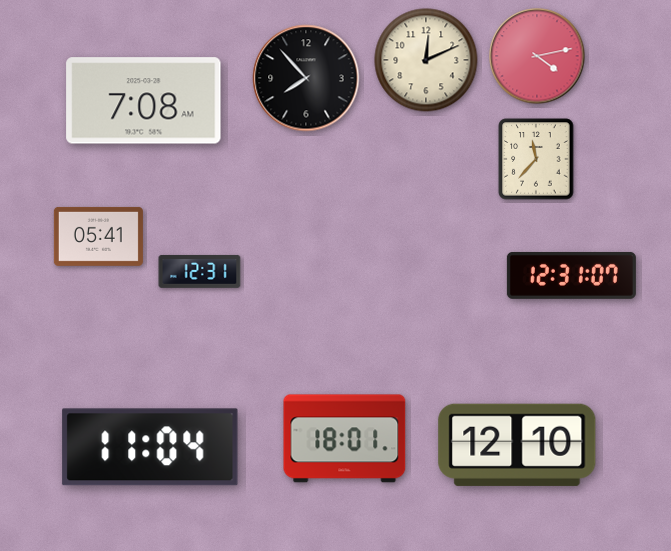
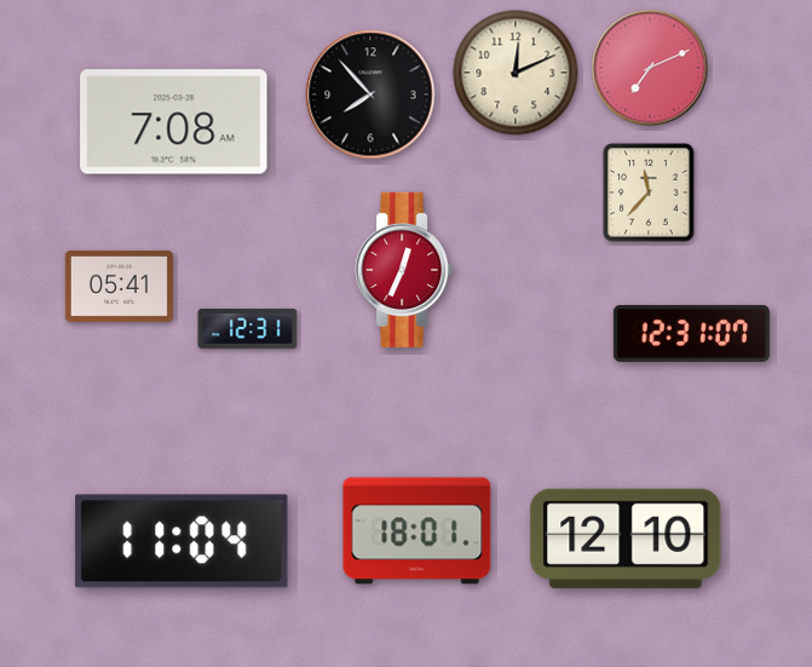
clock at (537, 56): 4:13 -> 7:11
clock at (404, 270): none -> 12:34
clock at (200, 271) position: (200, 271) -> (248, 328)
